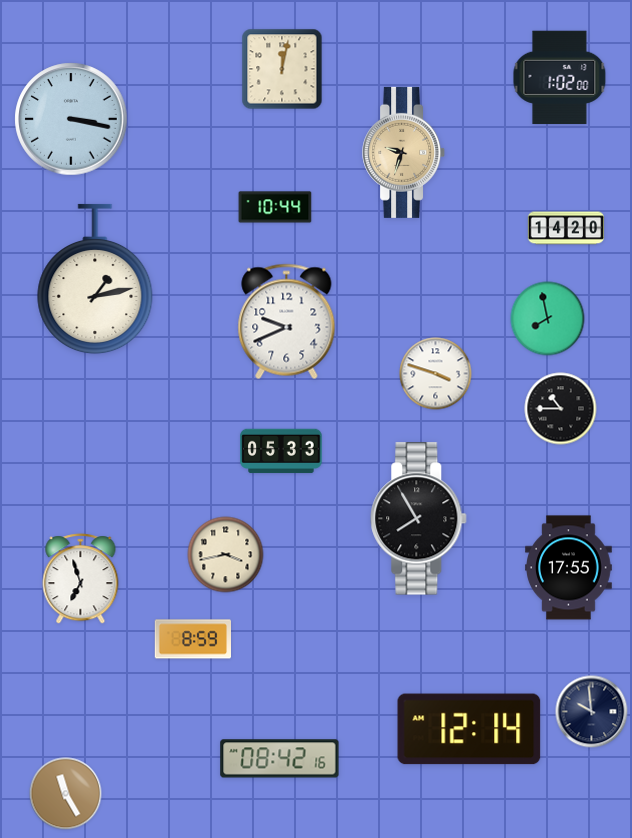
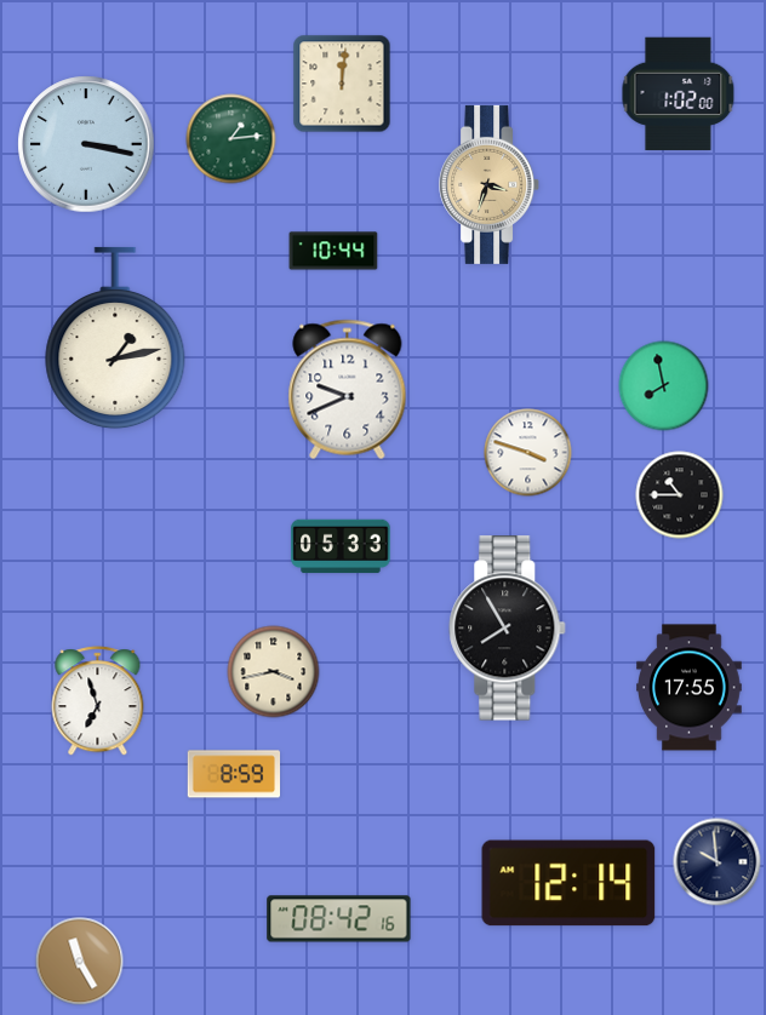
clock at (282, 69): 12:02 -> 12:01
clock at (231, 139): none -> 1:14
clock at (404, 152): 9:33 -> 3:33
clock at (566, 228): 14:20 -> none
